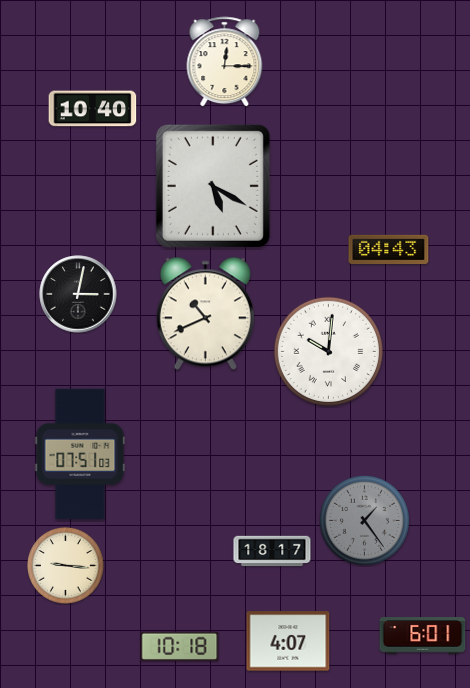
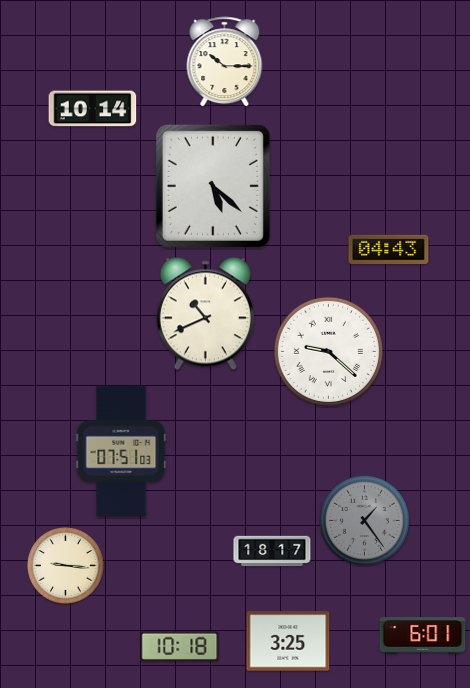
clock at (225, 62): 12:15 -> 10:15
clock at (93, 109): 10:40 -> 10:14
clock at (213, 186): 5:20 -> 5:22
clock at (78, 294): 3:02 -> none
clock at (328, 351): 10:01 -> 9:22
clock at (80, 454) position: (80, 454) -> (121, 451)
clock at (288, 641): 4:07 -> 3:25
